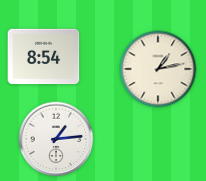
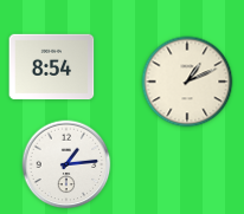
clock at (158, 69): 1:13 -> 1:11
